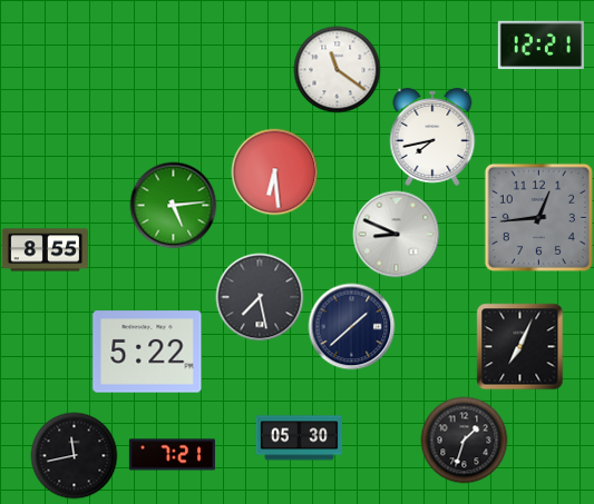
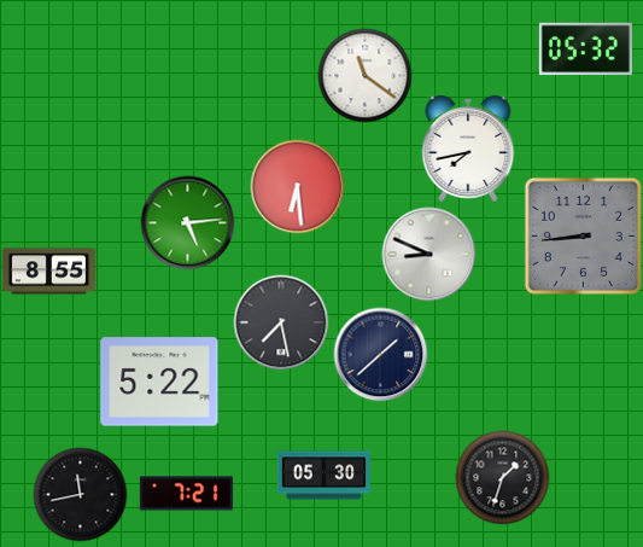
clock at (541, 46): 12:21 -> 05:32
clock at (538, 217): 12:44 -> 8:44
clock at (519, 346): 7:04 -> none
